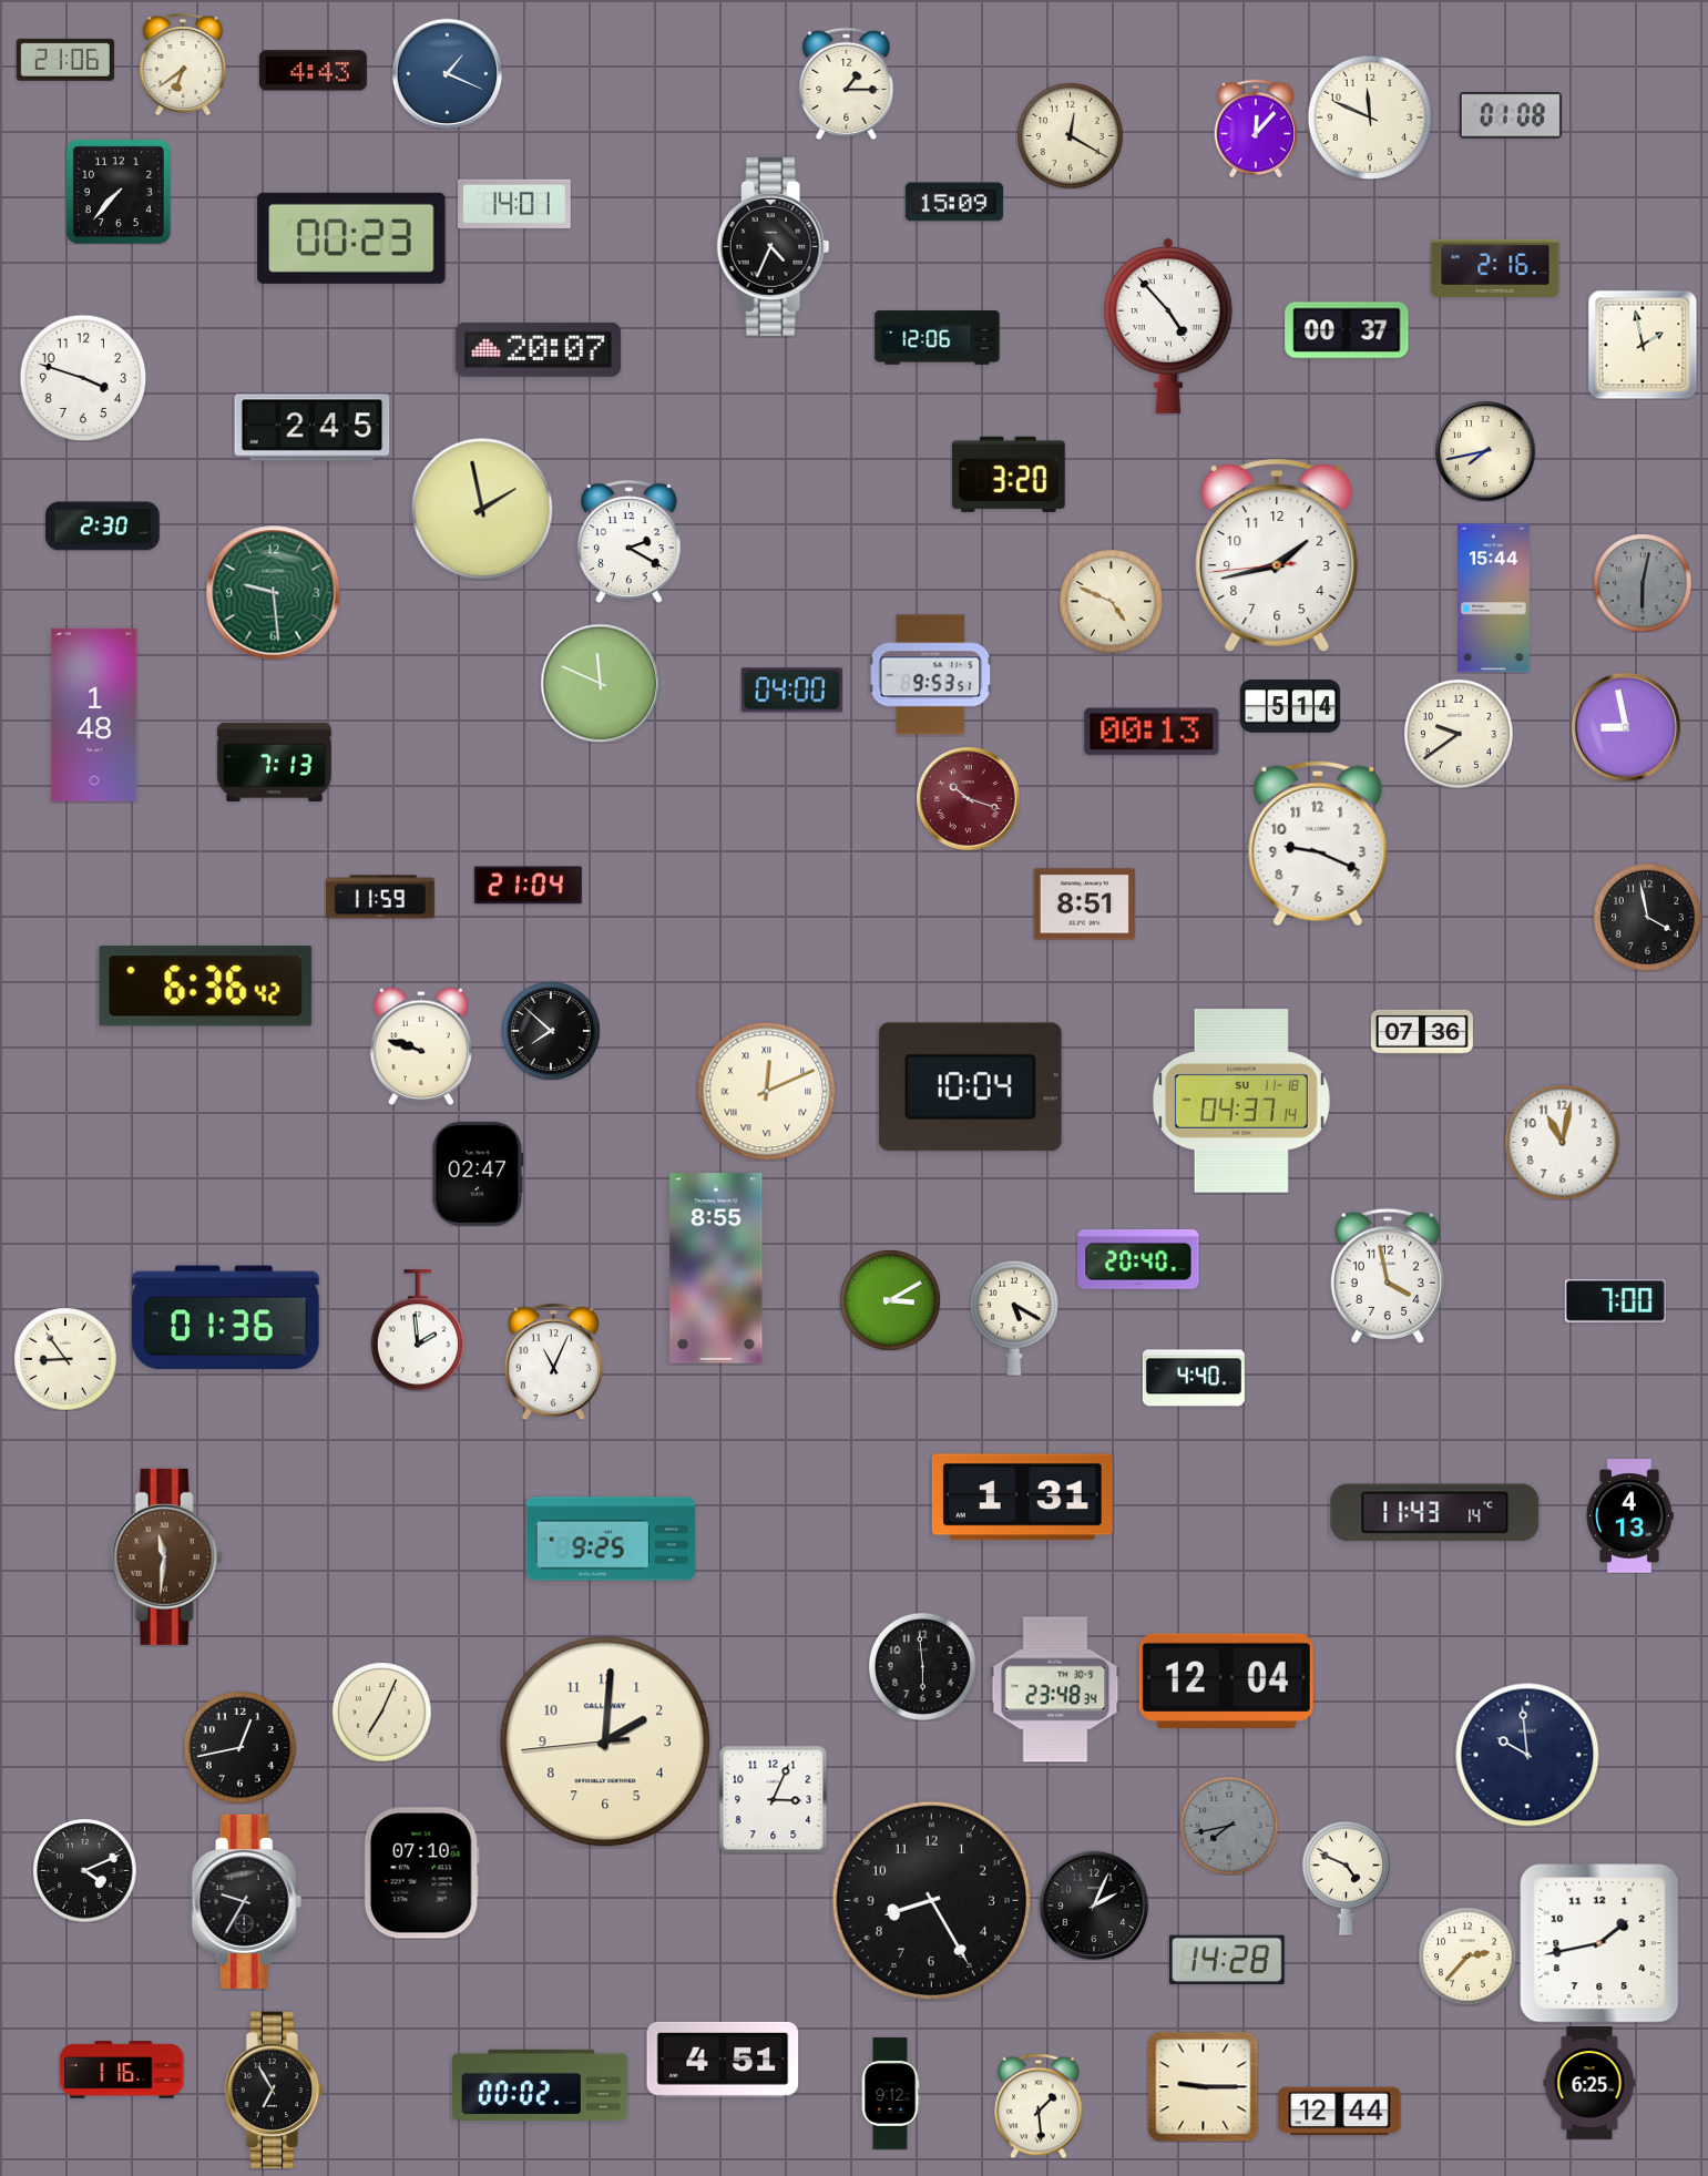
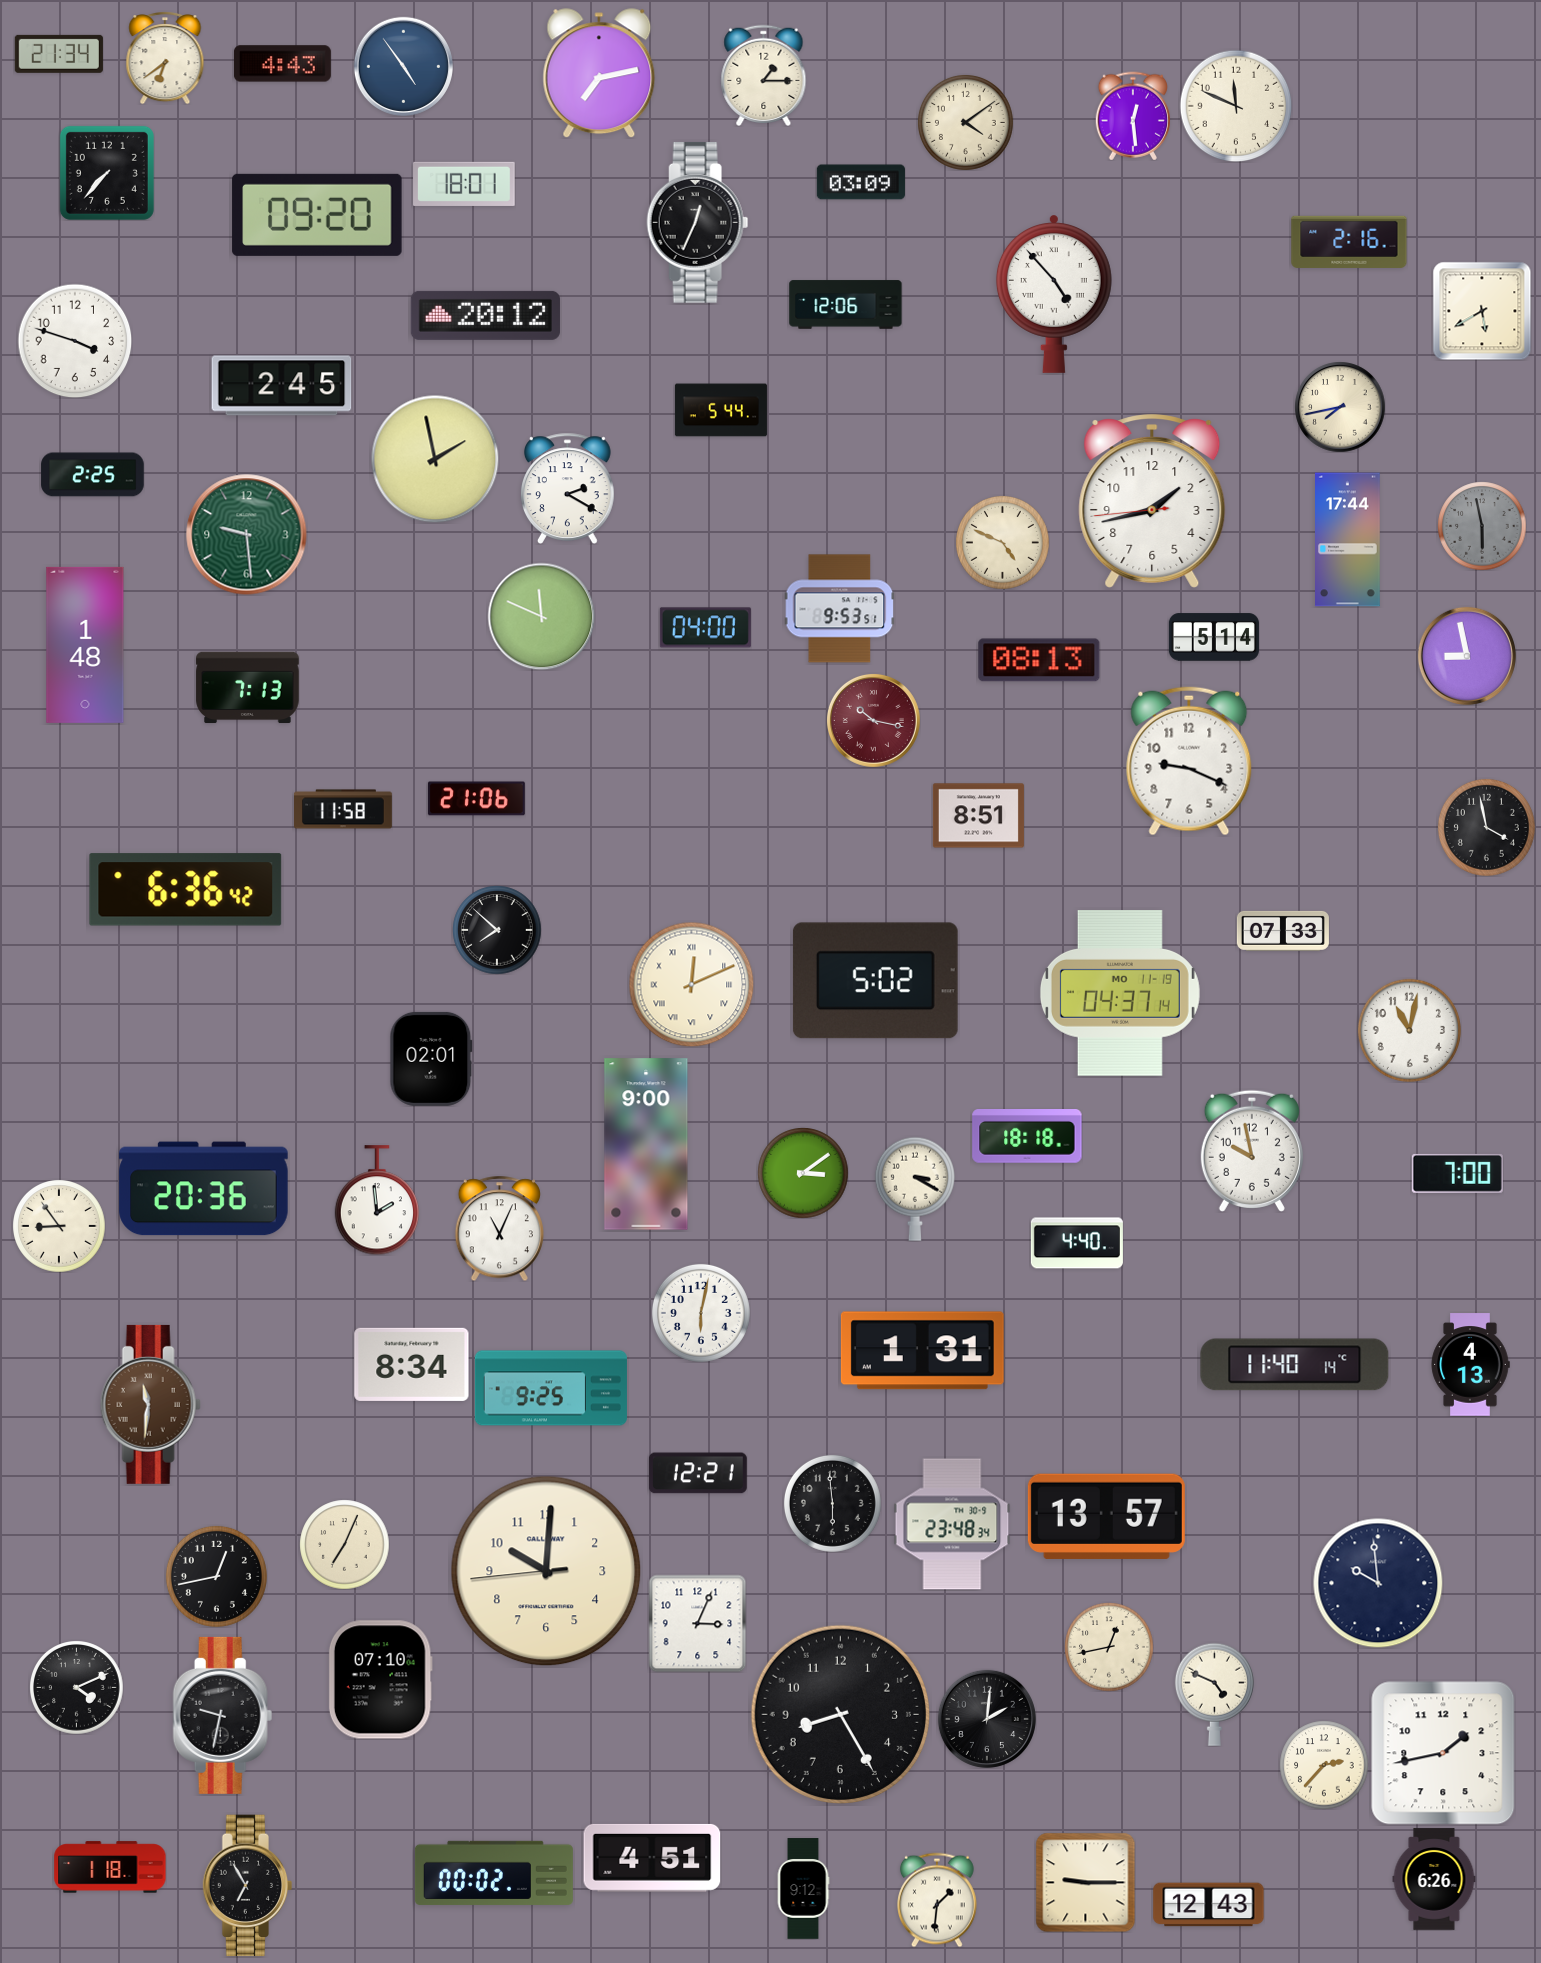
clock at (65, 60): 21:06 -> 21:34
clock at (447, 73): 1:19 -> 4:54
clock at (599, 73): none -> 7:13
clock at (1511, 115): 01:08 -> none
clock at (1256, 129): 12:07 -> 12:29
clock at (1070, 135): 12:20 -> 4:09
clock at (954, 202): 15:09 -> 03:09
clock at (514, 204): 14:01 -> 18:01
clock at (351, 238): 00:23 -> 09:20
clock at (774, 246): 4:34 -> 12:34
clock at (1347, 330): 00:37 -> none
clock at (1643, 345): 1:58 -> 5:40
clock at (538, 349): 20:07 -> 20:12
clock at (721, 410): none -> 5:44
clock at (1010, 474): 3:20 -> none
clock at (103, 527): 2:30 -> 2:25
clock at (1643, 583): 6:02 -> 5:58
clock at (1494, 599): 15:44 -> 17:44
clock at (791, 691) position: (791, 691) -> (705, 628)
clock at (1290, 706) position: (1290, 706) -> (1214, 637)
clock at (1152, 732): 00:13 -> 08:13
clock at (1459, 734): 9:39 -> none
clock at (968, 798): 10:18 -> 10:17
clock at (528, 886): 21:04 -> 21:06
clock at (381, 897): 11:59 -> 11:58
clock at (1422, 1032): 07:36 -> 07:33
clock at (421, 1046): 9:48 -> none
clock at (970, 1087): 10:04 -> 5:02
clock at (1241, 1101) date: SU 11-18 -> MO 11-19
clock at (478, 1174): 02:47 -> 02:01
clock at (1138, 1260): 20:40 -> 18:18
clock at (716, 1268): 8:55 -> 9:00
clock at (1388, 1276): 3:58 -> 9:58
clock at (890, 1300): 3:10 -> 3:09
clock at (226, 1318): 01:36 -> 20:36
clock at (1014, 1318): 5:20 -> 3:20
clock at (701, 1313): none -> 6:02
clock at (412, 1364): none -> 8:34
clock at (1435, 1513): 11:43 -> 11:40
clock at (1629, 1516) position: (1629, 1516) -> (1470, 1365)
clock at (698, 1473): none -> 12:21
clock at (1226, 1680): 12:04 -> 13:57
clock at (605, 1741): 2:00 -> 10:00
clock at (1229, 1826): 7:43 -> 12:43
clock at (1229, 1826) dial: grey -> cream
clock at (421, 1873) position: (421, 1873) -> (380, 1680)
clock at (247, 1901): 9:35 -> 9:32
clock at (1094, 1906): 2:04 -> 2:01
clock at (1227, 1960): 14:28 -> none
clock at (122, 2070): 1:16 -> 1:18
clock at (1589, 2083): 6:25 -> 6:26
clock at (540, 2085) position: (540, 2085) -> (494, 1873)
clock at (1040, 2106): 1:29 -> 1:31
clock at (1340, 2112): 12:44 -> 12:43
